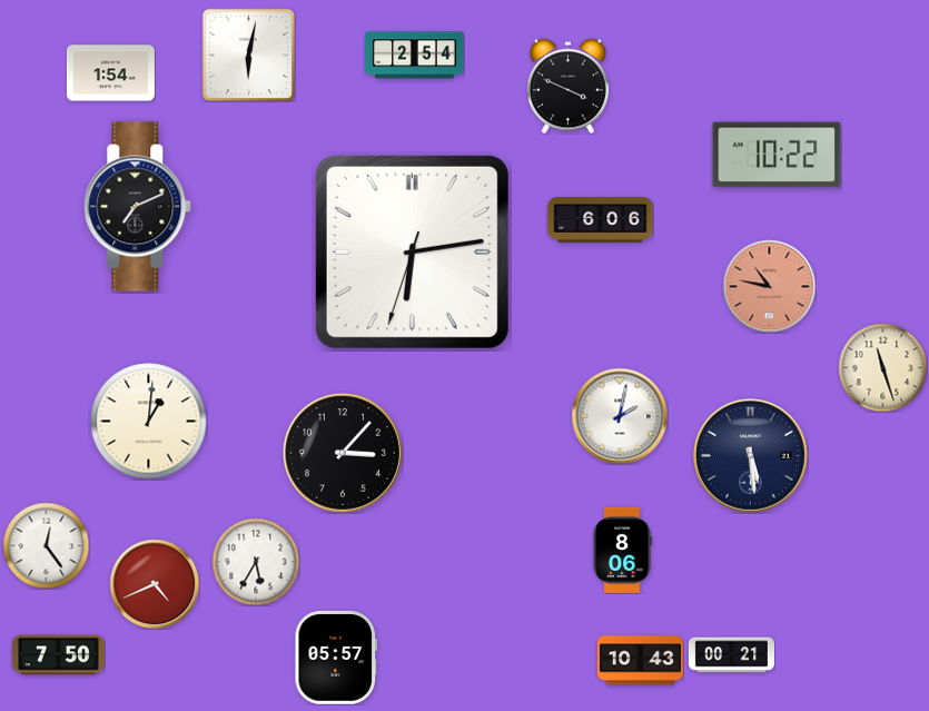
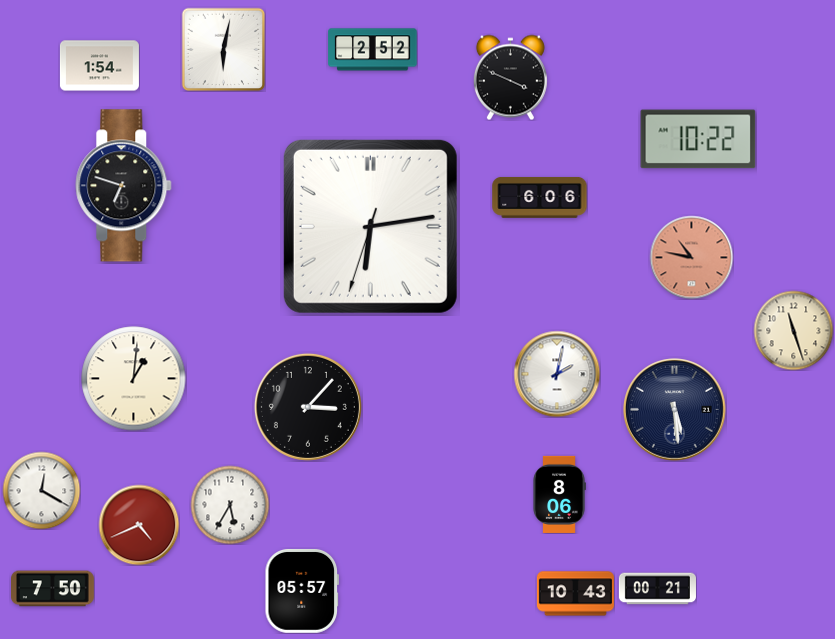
clock at (415, 56): 2:54 -> 2:52
clock at (138, 207): 7:11 -> 6:48
clock at (46, 545): 12:24 -> 12:20
